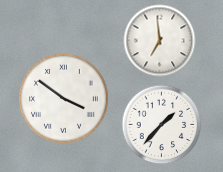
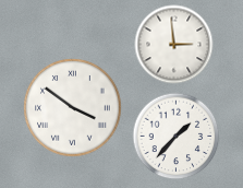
clock at (160, 41): 6:59 -> 2:59
clock at (64, 99) position: (64, 99) -> (73, 108)
